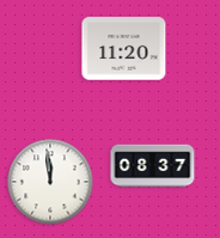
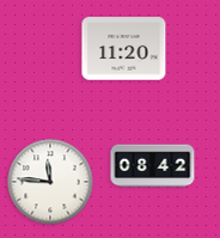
clock at (153, 166): 08:37 -> 08:42
clock at (50, 182): 11:59 -> 11:46
